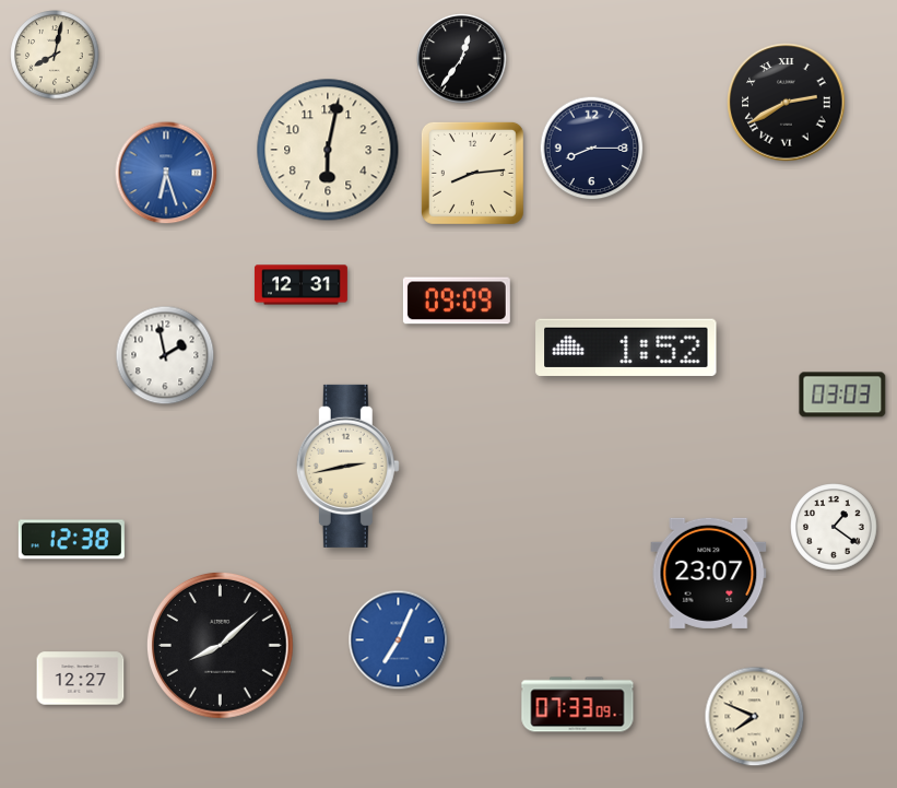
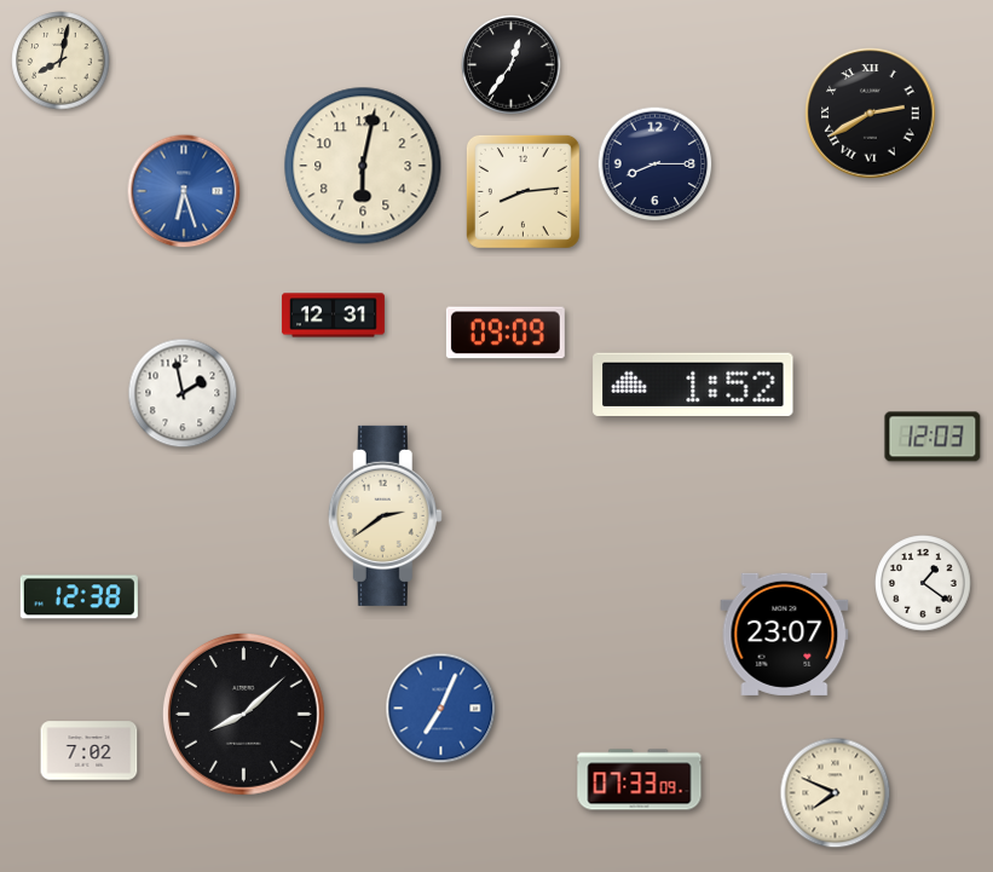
clock at (842, 395): 03:03 -> 12:03
clock at (347, 466): 2:43 -> 2:39
clock at (81, 679): 12:27 -> 7:02
